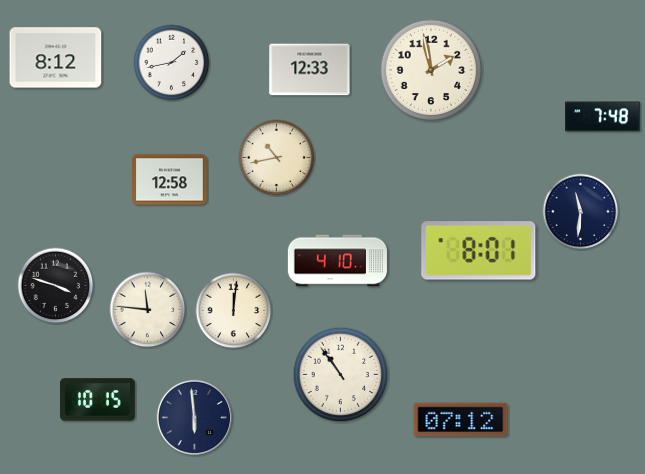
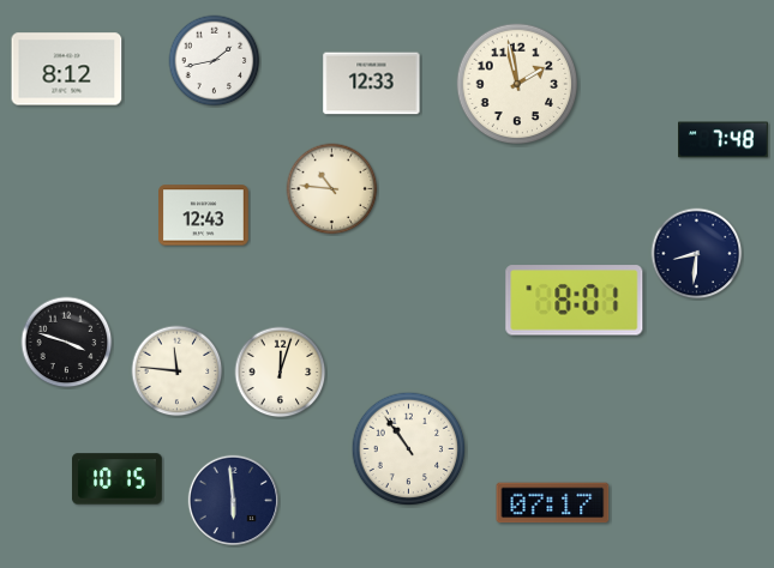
clock at (172, 63) position: (172, 63) -> (215, 61)
clock at (277, 158): 10:43 -> 10:46
clock at (170, 180): 12:58 -> 12:43
clock at (581, 212): 11:31 -> 8:31
clock at (337, 261): 4:10 -> none
clock at (234, 311): 12:01 -> 12:03
clock at (461, 420): 07:12 -> 07:17
